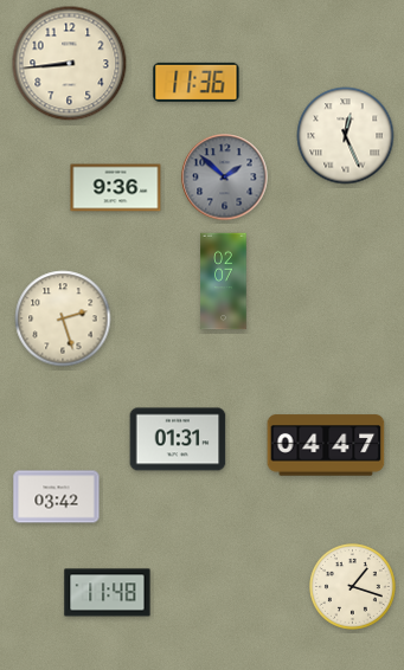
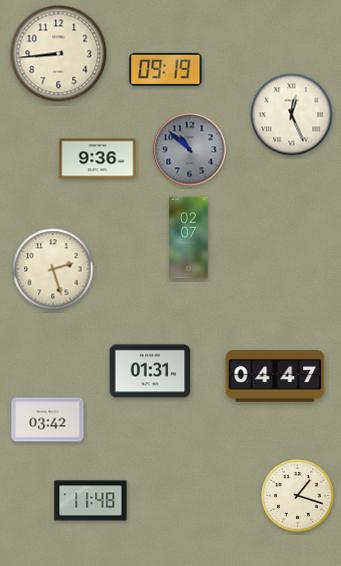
clock at (197, 82): 11:36 -> 09:19
clock at (225, 178): 1:52 -> 10:52
